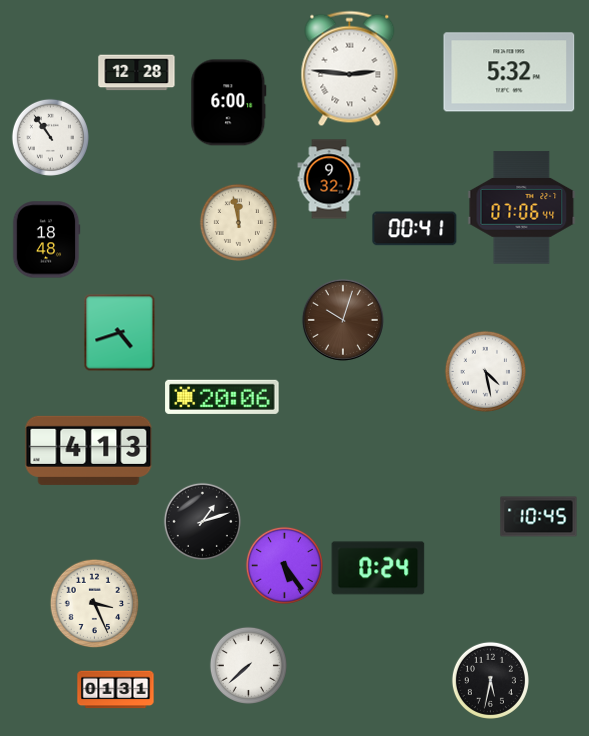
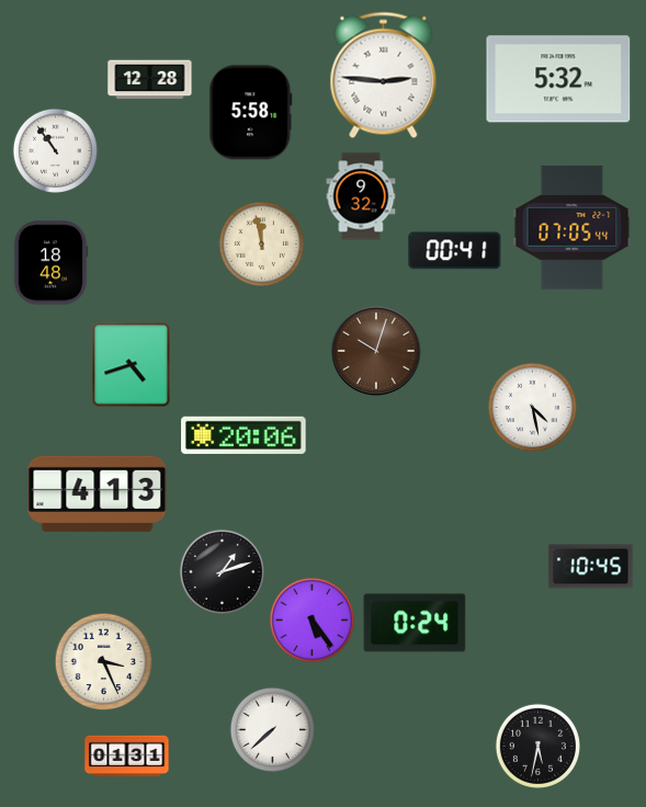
clock at (229, 103): 6:00 -> 5:58
clock at (522, 208): 07:06 -> 07:05
